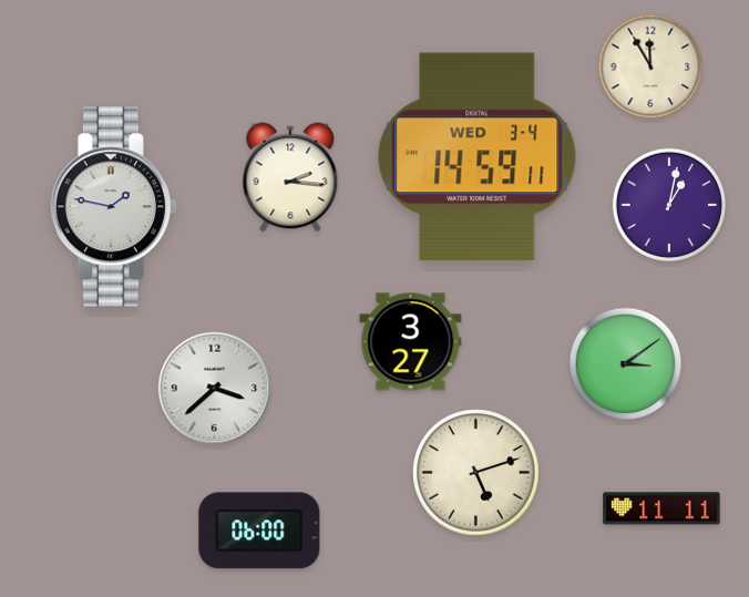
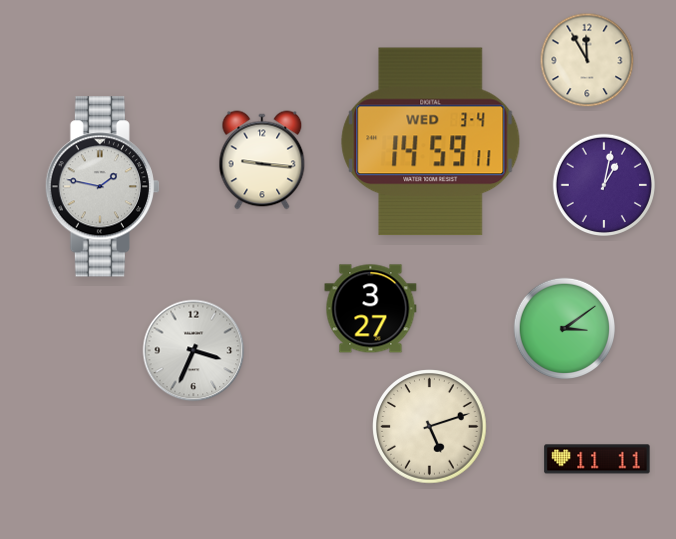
clock at (290, 177): 2:16 -> 9:16
clock at (215, 389): 3:38 -> 3:34
clock at (259, 531): 06:00 -> none
